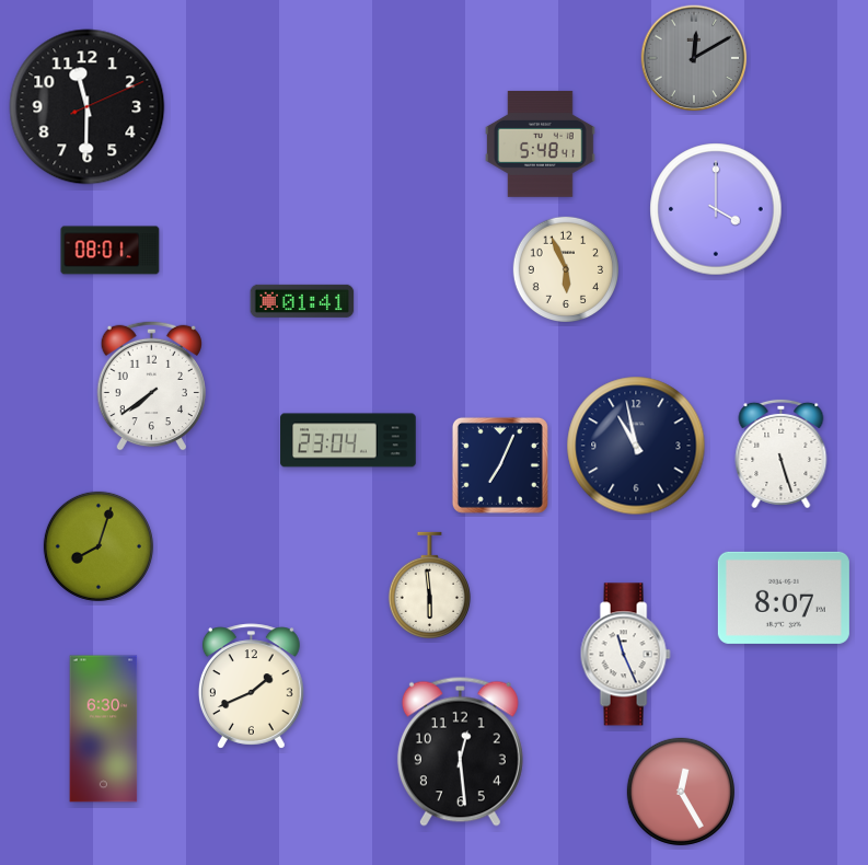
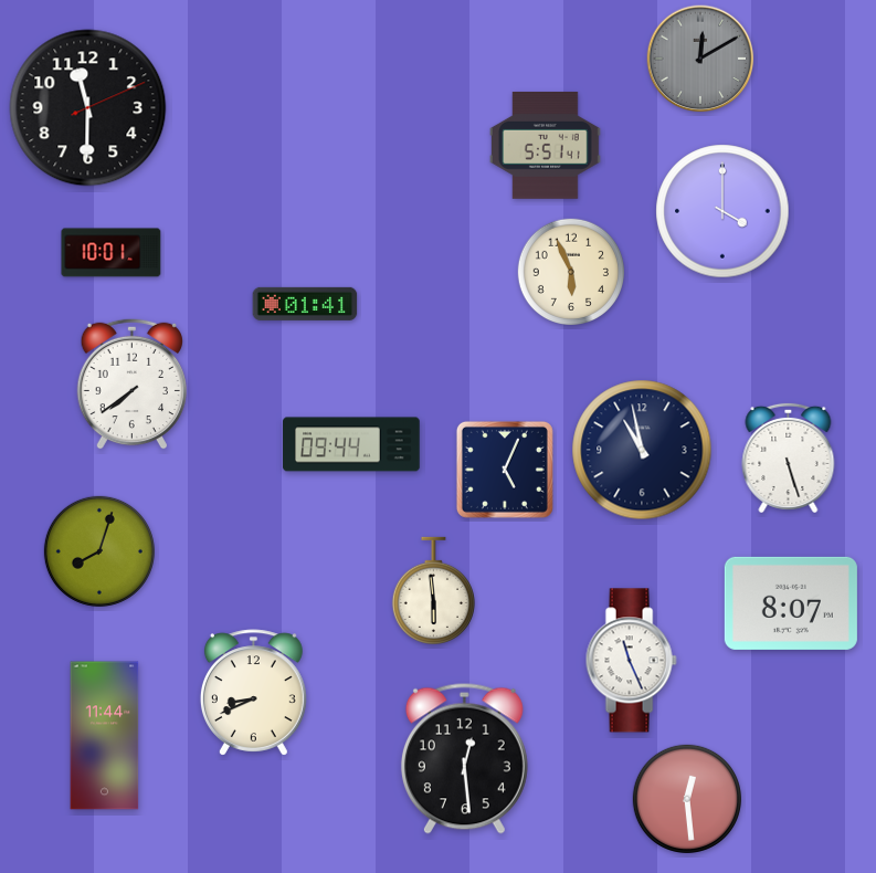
clock at (540, 145): 5:48 -> 5:51
clock at (111, 251): 08:01 -> 10:01
clock at (151, 385) position: (151, 385) -> (131, 383)
clock at (348, 440): 23:04 -> 09:44
clock at (500, 465): 7:04 -> 5:04
clock at (251, 687): 1:41 -> 8:41
clock at (104, 729): 6:30 -> 11:44
clock at (681, 792): 12:25 -> 12:29
